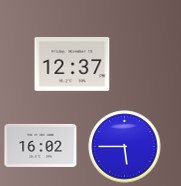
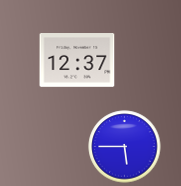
clock at (72, 65) position: (72, 65) -> (77, 61)
clock at (41, 145): 16:02 -> none
